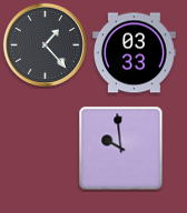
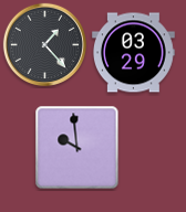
clock at (135, 53): 03:33 -> 03:29
clock at (121, 149) position: (121, 149) -> (77, 148)
